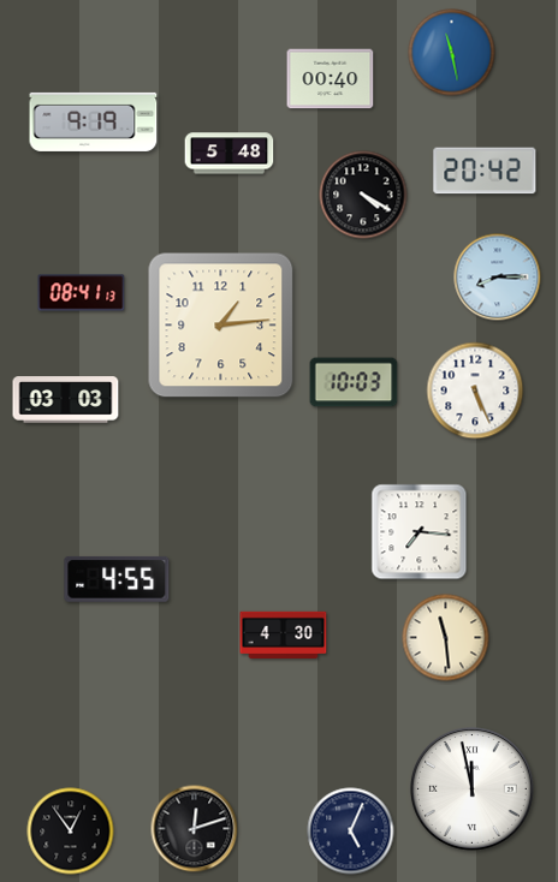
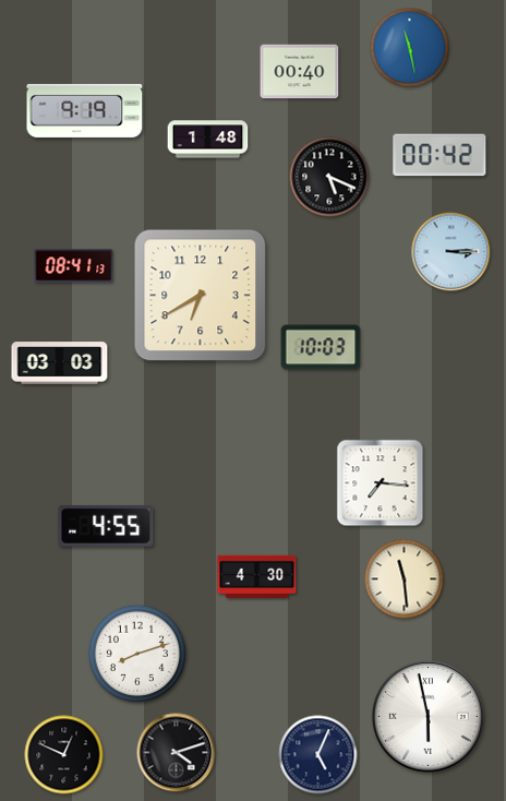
clock at (230, 154): 5:48 -> 1:48
clock at (485, 171): 20:42 -> 00:42
clock at (363, 195): 4:20 -> 5:19
clock at (498, 278): 8:15 -> 3:15
clock at (221, 326): 1:14 -> 6:40
clock at (475, 391): 5:26 -> none
clock at (137, 654): none -> 8:12
clock at (471, 788): 11:58 -> 5:58
clock at (195, 829): 12:12 -> 4:12
clock at (71, 832): 12:54 -> 12:49
